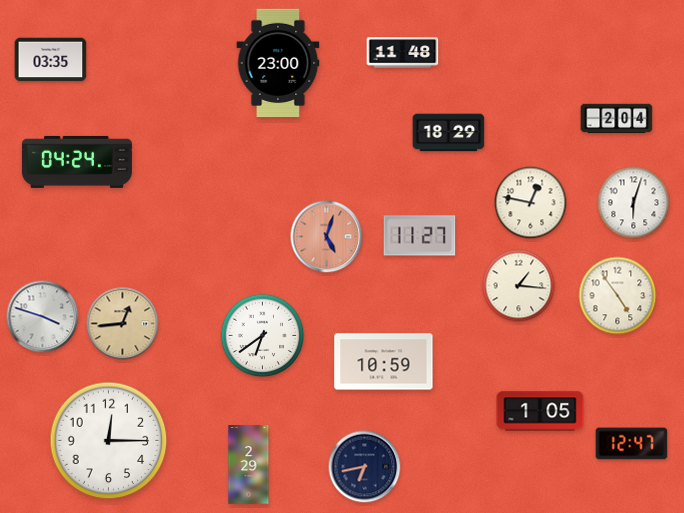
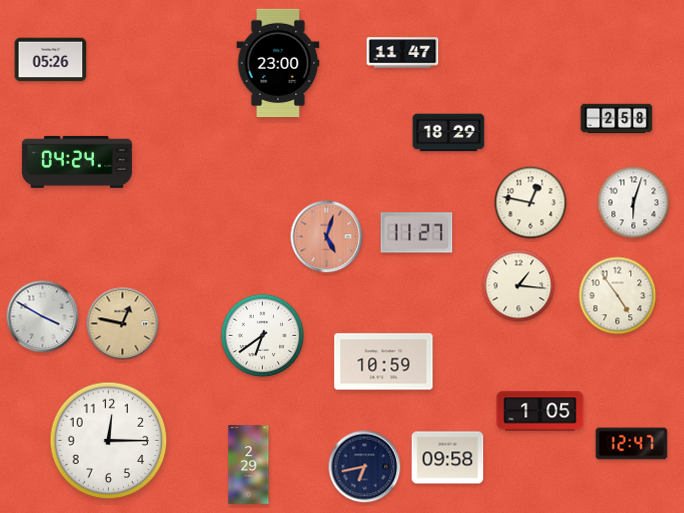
clock at (403, 53): 11:48 -> 11:47
clock at (51, 60): 03:35 -> 05:26
clock at (617, 119): 2:04 -> 2:58
clock at (420, 236) position: (420, 236) -> (417, 233)
clock at (43, 317): 3:48 -> 3:50
clock at (123, 324): 12:44 -> 12:47
clock at (448, 458): none -> 09:58
